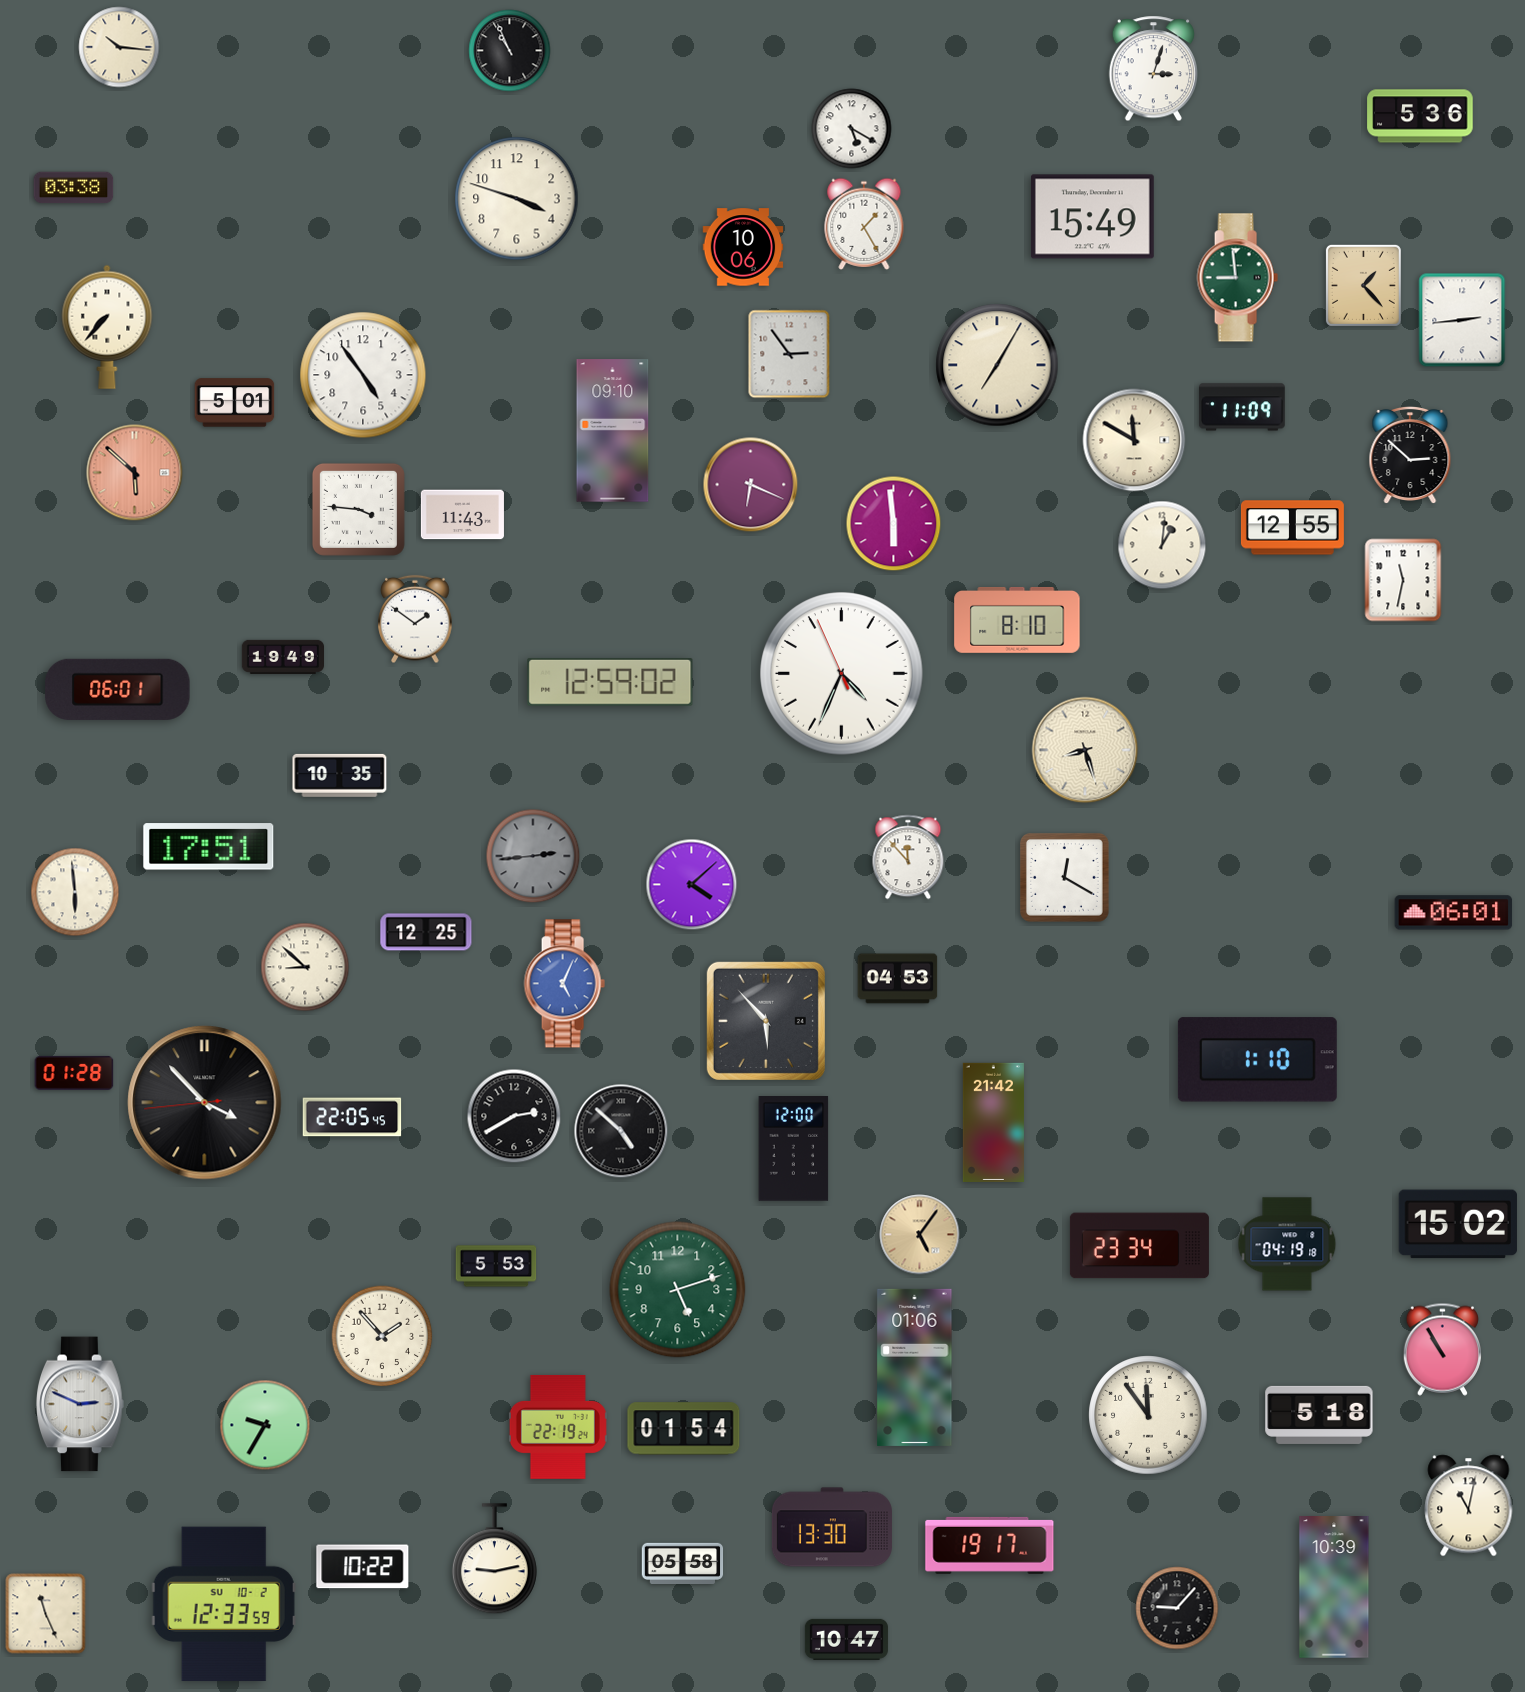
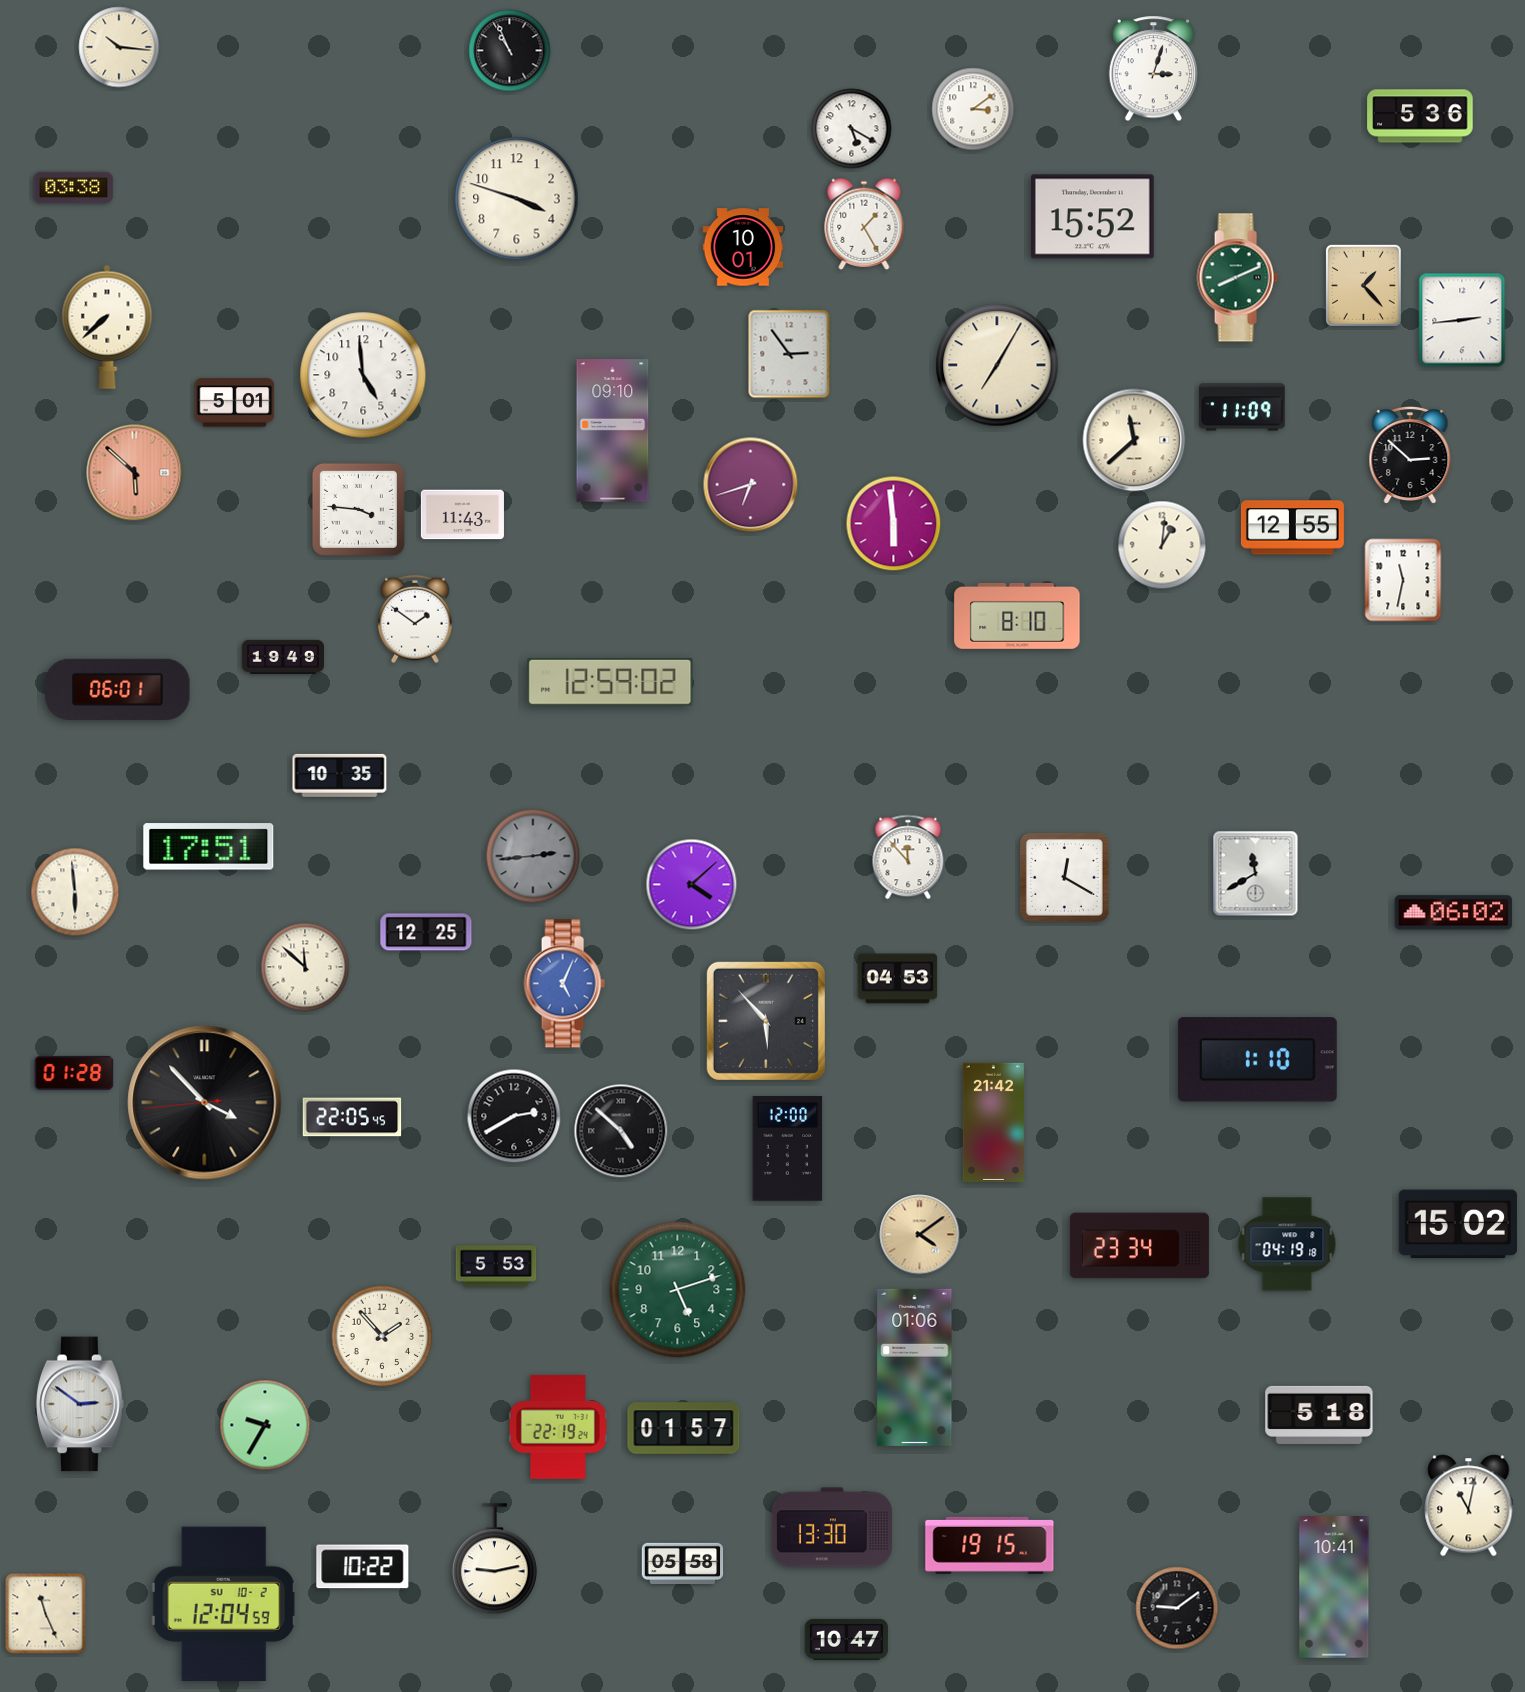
clock at (973, 109): none -> 3:09
clock at (1092, 217): 15:49 -> 15:52
clock at (743, 247): 10:06 -> 10:01
clock at (1237, 278): 8:59 -> 8:11
clock at (107, 327): 7:37 -> 7:38
clock at (363, 375): 4:54 -> 4:59
clock at (1134, 440): 11:50 -> 11:38
clock at (751, 485): 6:19 -> 6:42
clock at (1017, 620) position: (1017, 620) -> (1017, 616)
clock at (842, 674): 4:33 -> none
clock at (1085, 750): 8:27 -> none
clock at (1256, 874): none -> 11:40
clock at (1454, 913): 06:01 -> 06:02
clock at (305, 967): 8:52 -> 11:52
clock at (794, 1149) position: (794, 1149) -> (788, 1149)
clock at (920, 1235): 5:06 -> 4:09
clock at (1442, 1349): 10:55 -> none
clock at (81, 1404): 2:49 -> 2:51
clock at (1148, 1415): 11:54 -> none
clock at (684, 1429): 01:54 -> 01:57
clock at (990, 1545): 19:17 -> 19:15
clock at (1334, 1587): 10:39 -> 10:41
clock at (224, 1604): 12:33 -> 12:04
clock at (1177, 1608): 9:07 -> 9:09
